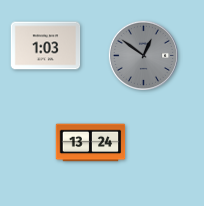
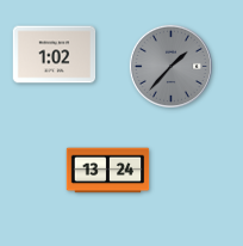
clock at (46, 46): 1:03 -> 1:02
clock at (143, 55): 12:51 -> 1:37
